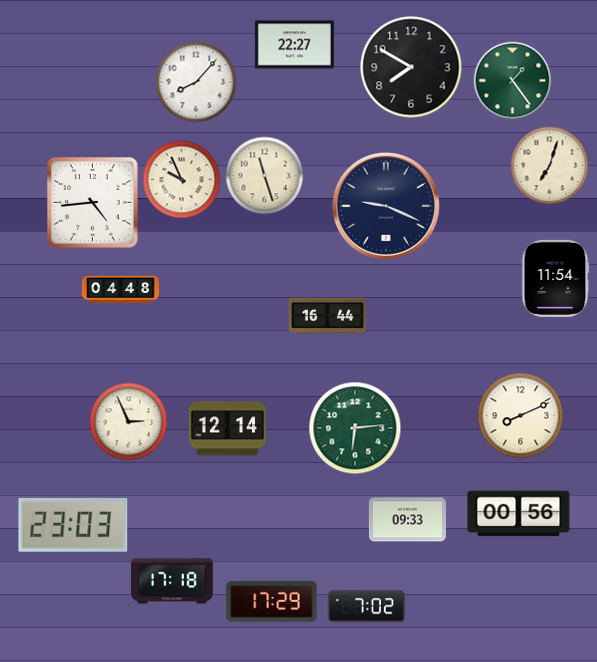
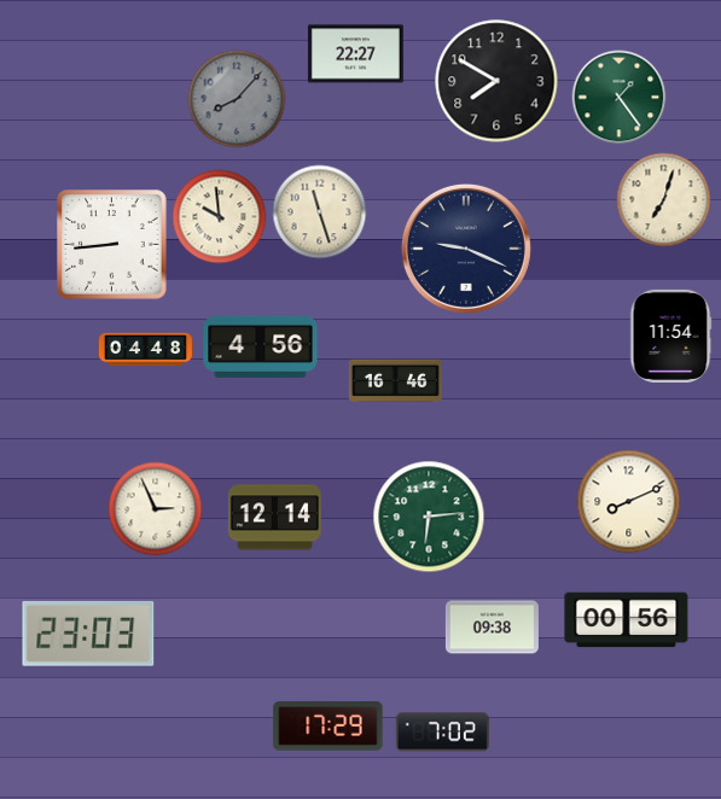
clock at (196, 82) dial: white -> grey
clock at (181, 179): 9:56 -> 9:59
clock at (93, 203): 4:44 -> 8:44
clock at (261, 346): none -> 4:56
clock at (327, 316): 16:44 -> 16:46
clock at (407, 520): 09:33 -> 09:38
clock at (173, 581): 17:18 -> none
